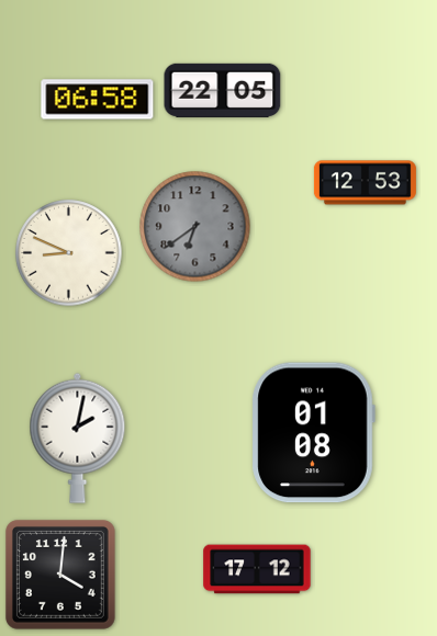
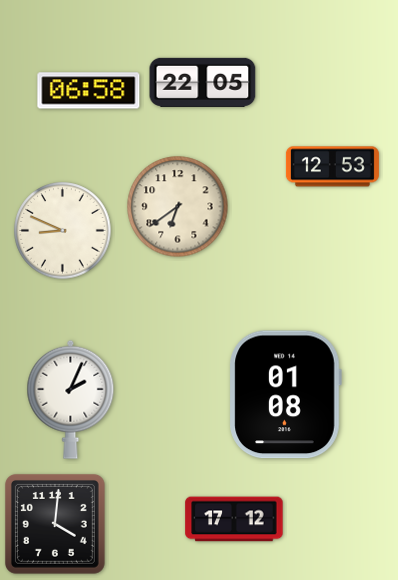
clock at (195, 227) dial: grey -> cream
clock at (78, 438): 2:02 -> 2:04
